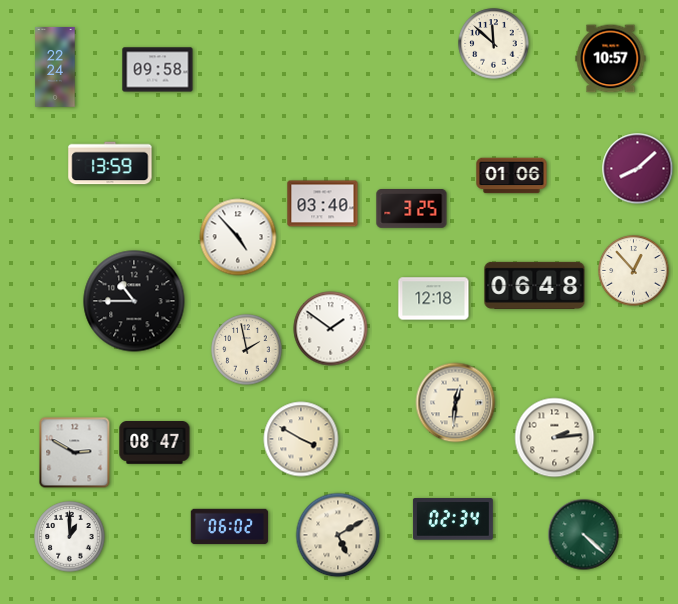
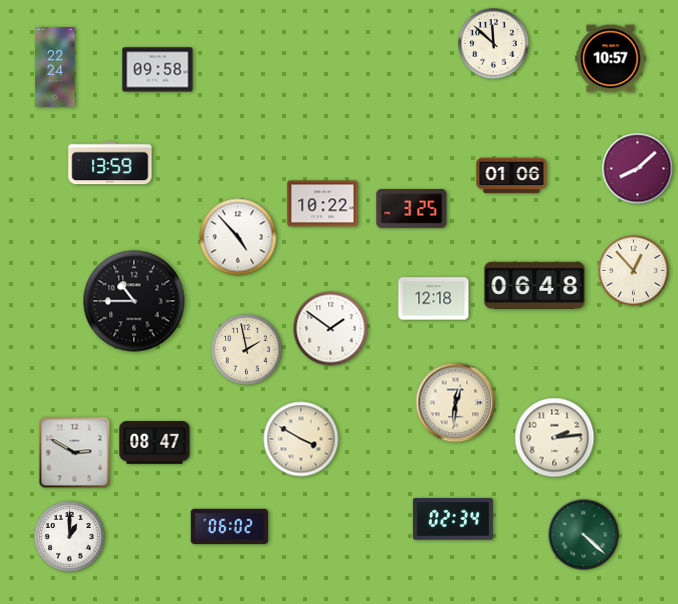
clock at (323, 204): 03:40 -> 10:22
clock at (338, 535): 5:10 -> none
